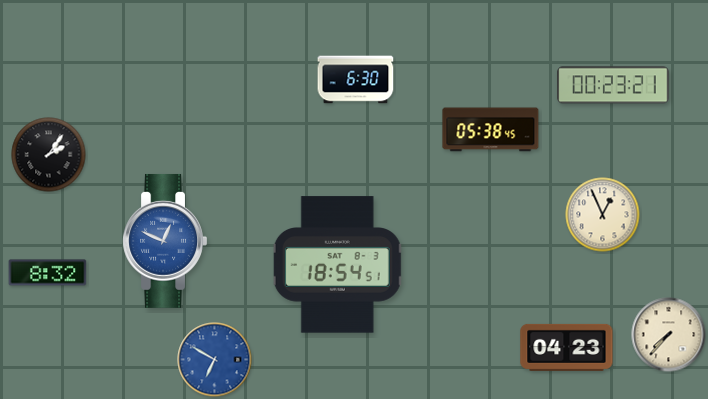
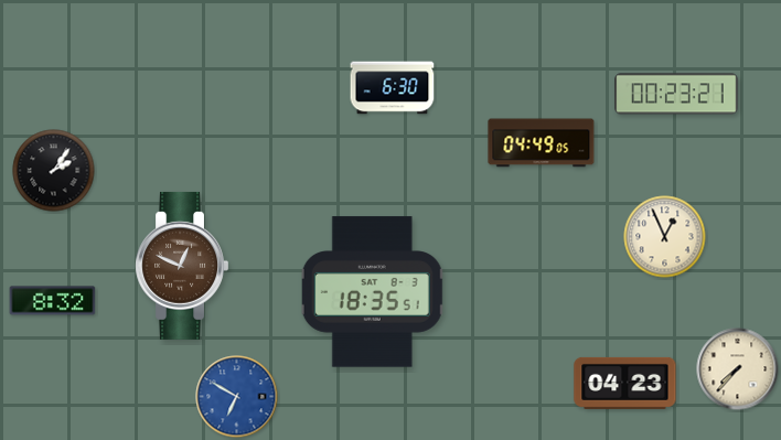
clock at (491, 130): 05:38 -> 04:49
clock at (165, 241) dial: blue -> brown
clock at (338, 265): 18:54 -> 18:35
